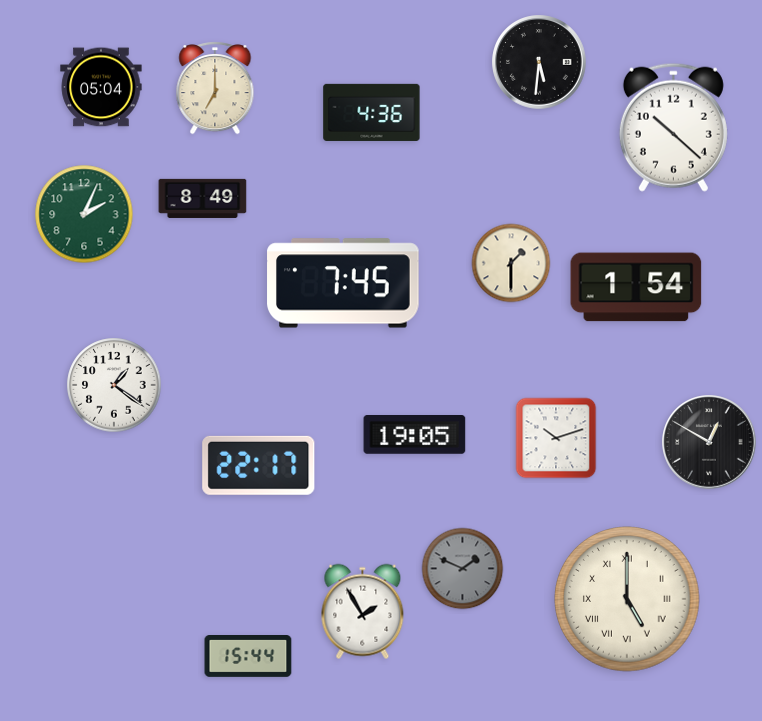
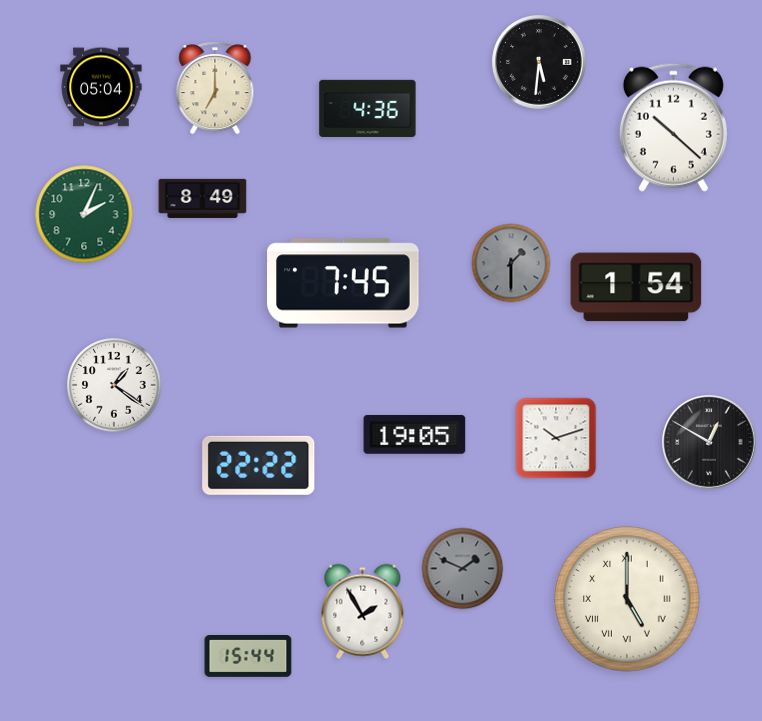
clock at (372, 112) position: (372, 112) -> (368, 108)
clock at (511, 263) dial: cream -> grey
clock at (259, 465): 22:17 -> 22:22
